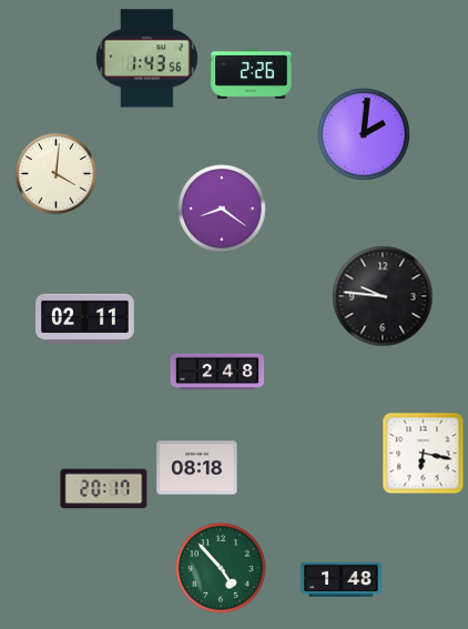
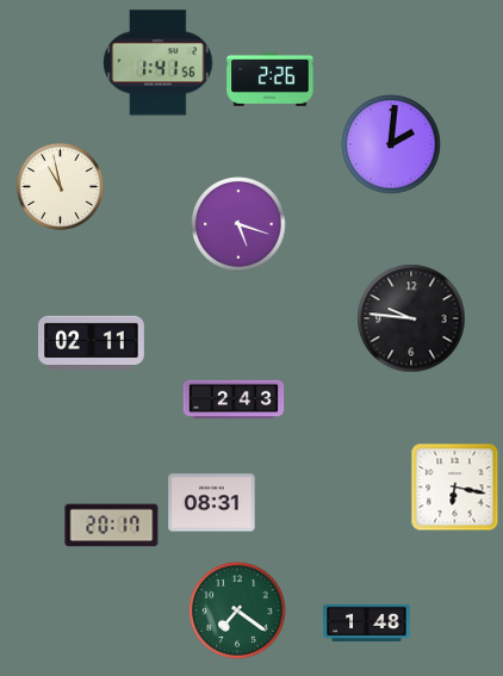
clock at (147, 59): 1:43 -> 1:41
clock at (55, 173): 4:01 -> 10:58
clock at (222, 209): 8:21 -> 5:18
clock at (217, 372): 2:48 -> 2:43
clock at (197, 468): 08:18 -> 08:31
clock at (221, 568): 4:53 -> 7:21
